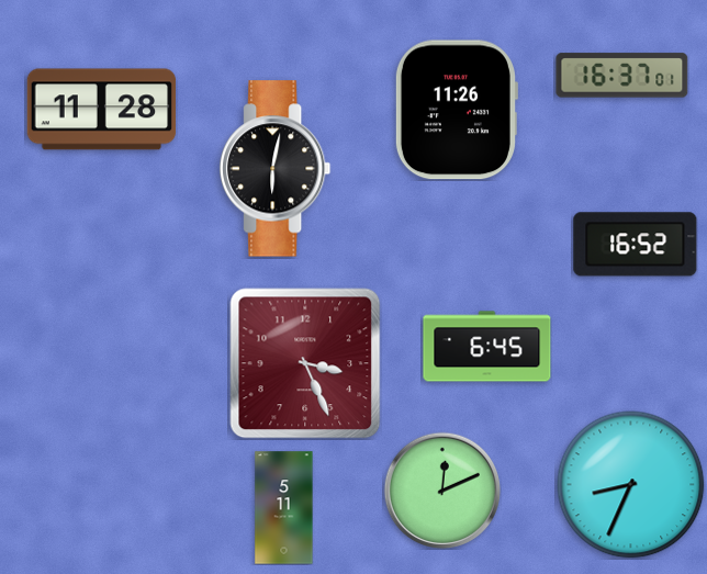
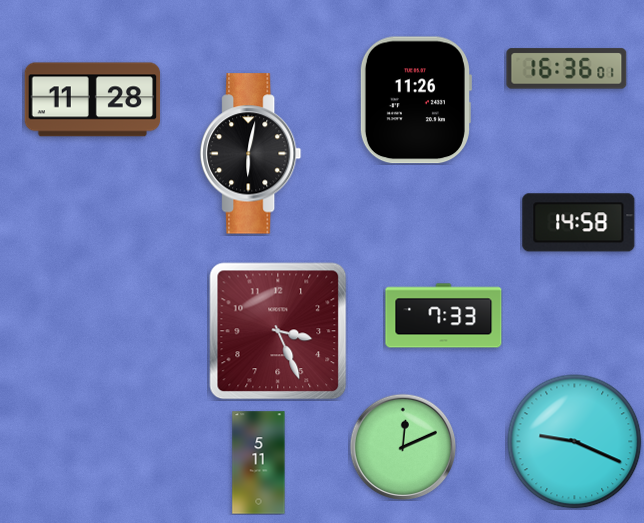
clock at (622, 76): 16:37 -> 16:36
clock at (636, 245): 16:52 -> 14:58
clock at (487, 347): 6:45 -> 7:33
clock at (631, 485): 8:34 -> 9:19
